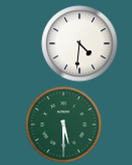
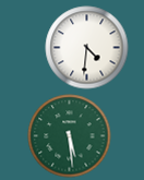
clock at (64, 125): 5:30 -> 5:29
